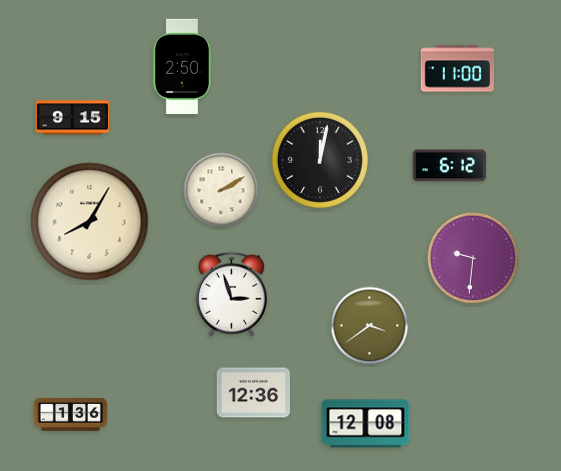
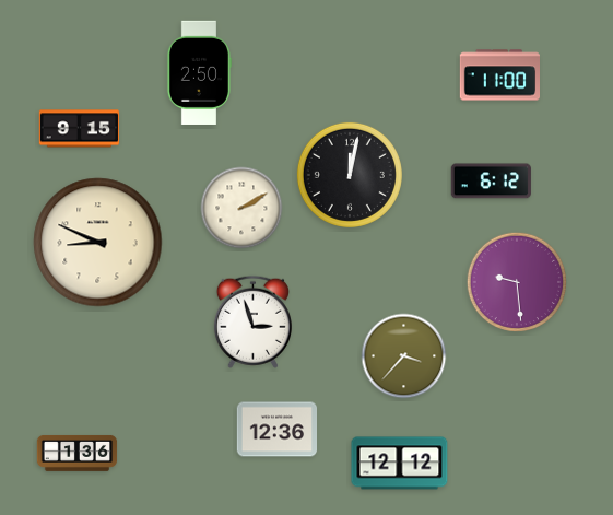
clock at (90, 222): 8:05 -> 8:49
clock at (472, 257): 9:31 -> 9:29
clock at (370, 326): 3:39 -> 3:37
clock at (366, 424): 12:08 -> 12:12
